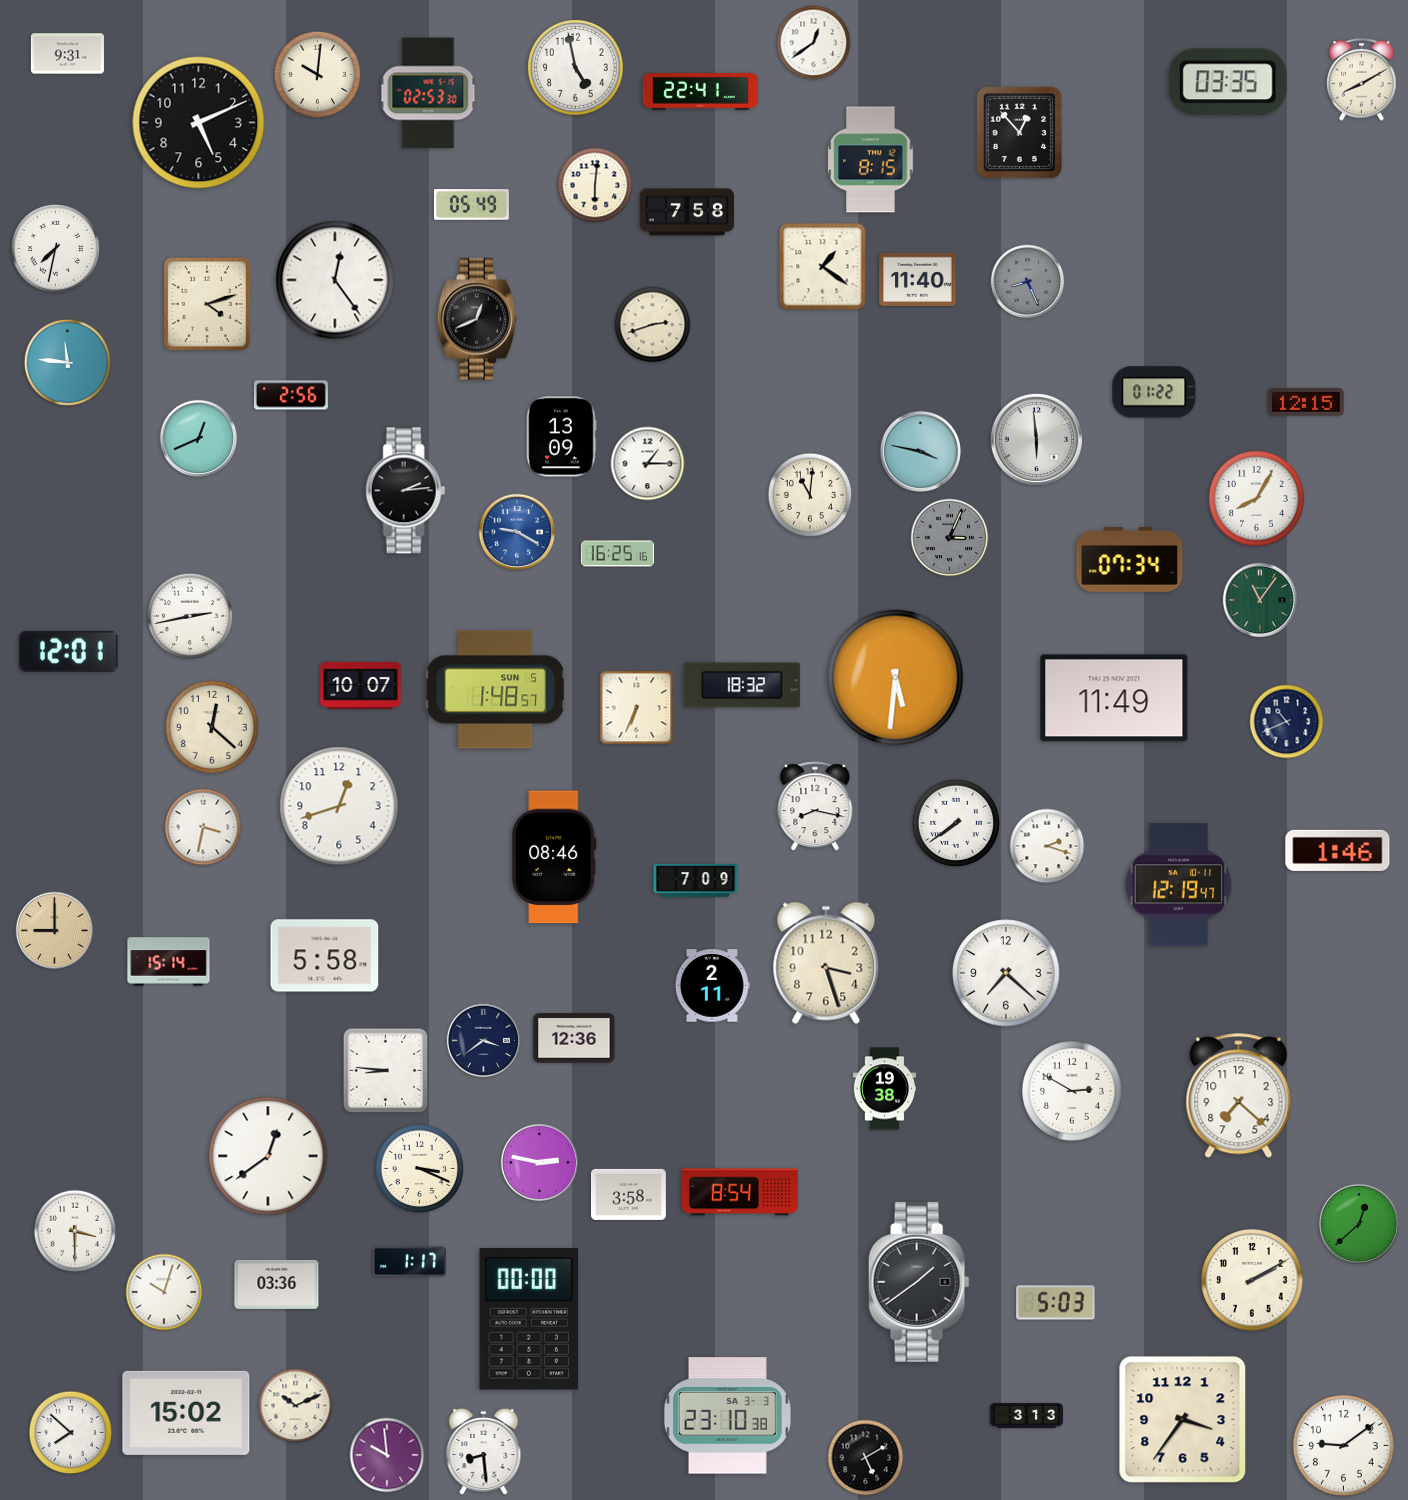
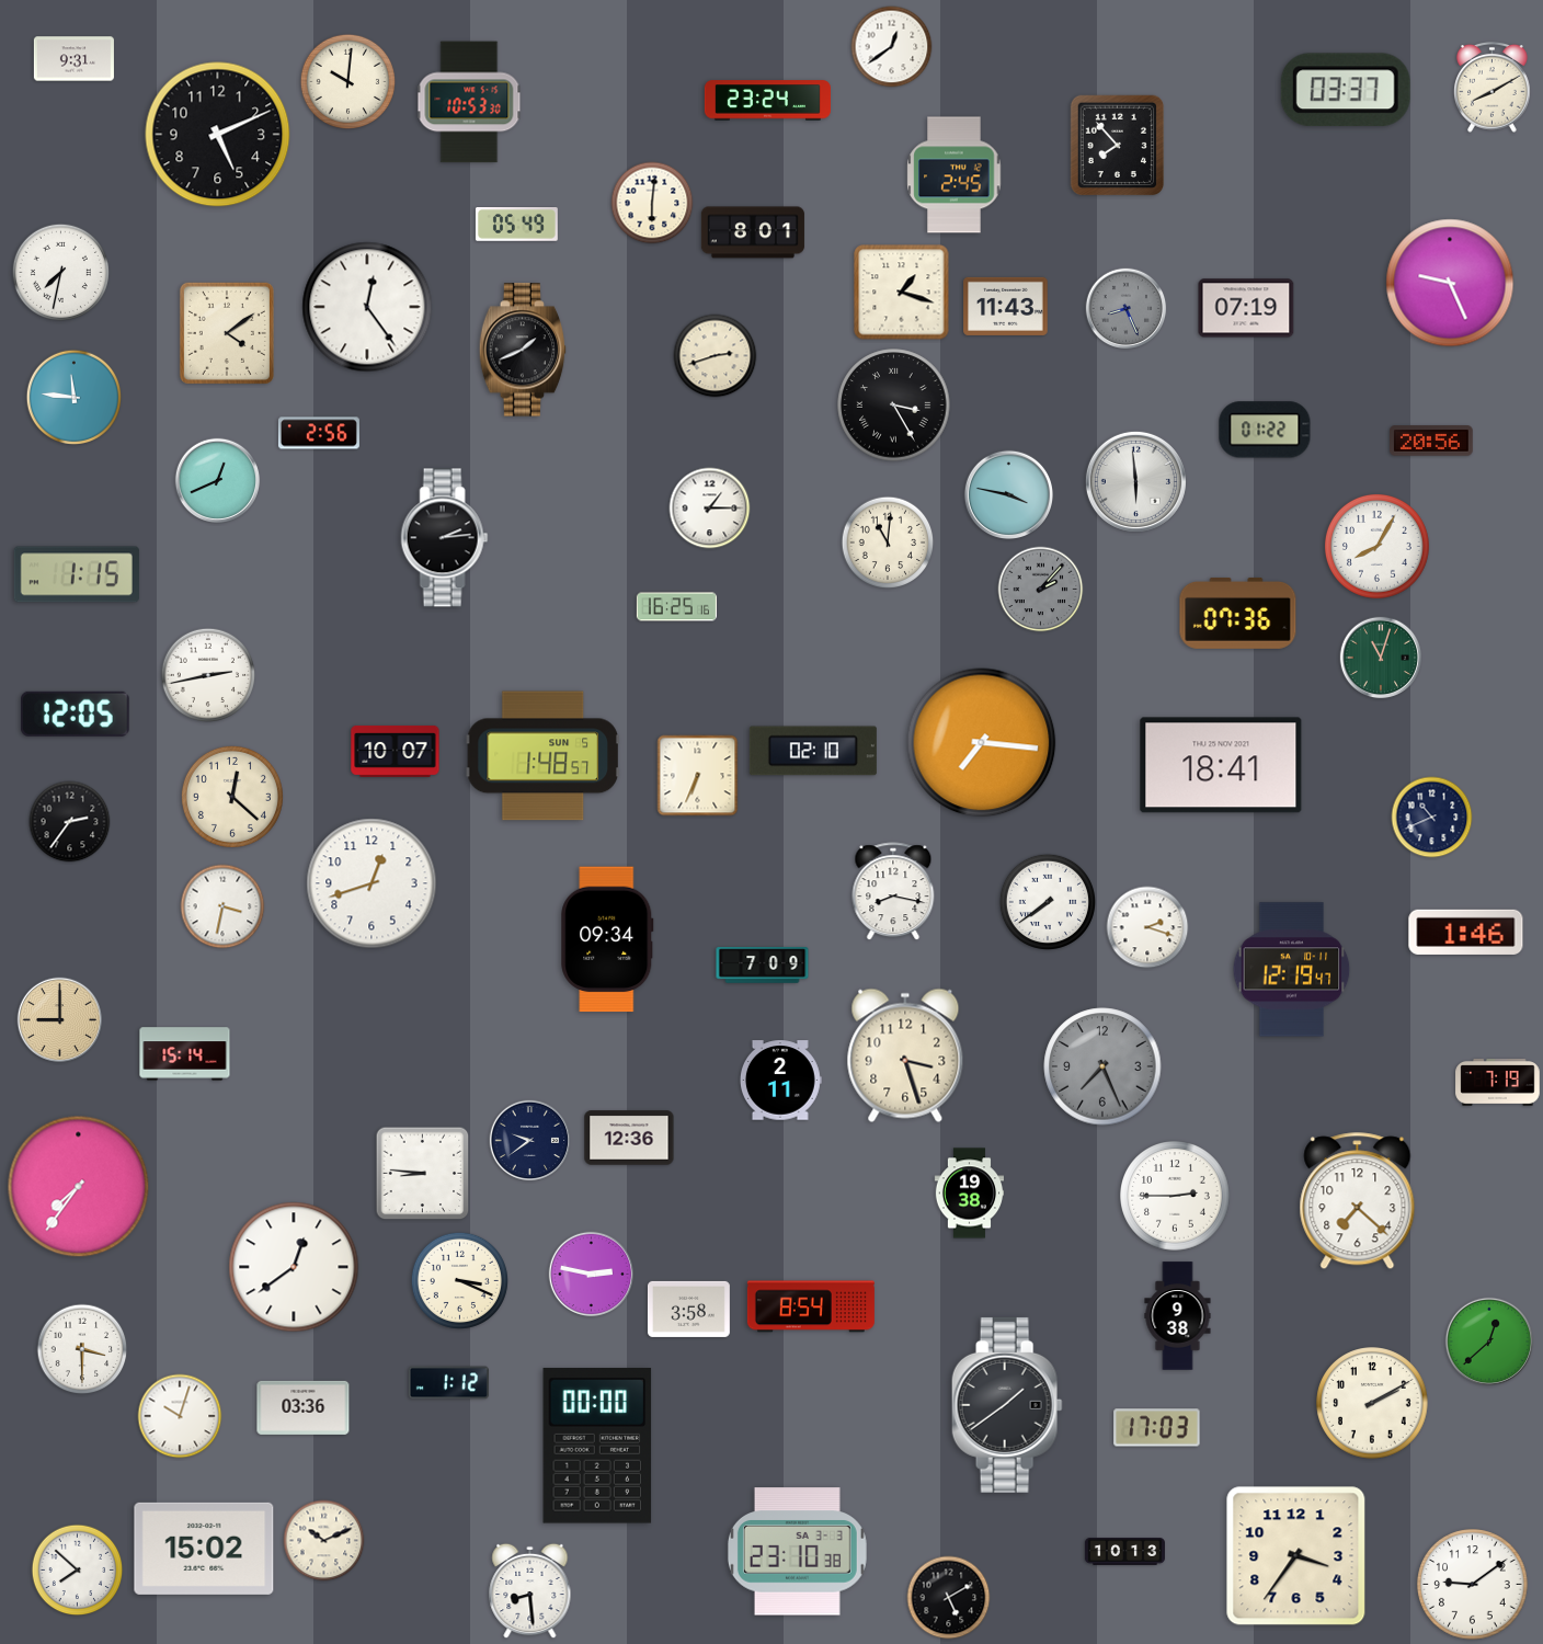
clock at (575, 67): 4:58 -> none
clock at (1228, 82): 03:35 -> 03:37
clock at (700, 92): 22:41 -> 23:24
clock at (428, 93): 02:53 -> 10:53
clock at (1020, 133): 12:53 -> 7:53
clock at (871, 160): 8:15 -> 2:45
clock at (687, 212): 7:58 -> 8:01
clock at (1450, 283): none -> 9:26
clock at (823, 267): 1:21 -> 1:18
clock at (918, 279): 11:40 -> 11:43
clock at (1246, 308): none -> 07:19
clock at (207, 304): 4:12 -> 4:09
clock at (477, 319): 12:41 -> 1:41
clock at (894, 406): none -> 3:25
clock at (1307, 402): 12:15 -> 20:56
clock at (562, 437): 13:09 -> none
clock at (77, 574): none -> 1:15
clock at (517, 532): 9:20 -> none
clock at (950, 538): 3:04 -> 2:07
clock at (1130, 559): 07:34 -> 07:36
clock at (1260, 600): 11:06 -> 11:03
clock at (69, 651): 12:01 -> 12:05
clock at (896, 678): 5:31 -> 7:16
clock at (742, 685): 18:32 -> 02:10
clock at (1114, 698): 11:49 -> 18:41
clock at (1287, 722) position: (1287, 722) -> (1432, 818)
clock at (70, 822): none -> 2:36
clock at (815, 807) position: (815, 807) -> (893, 892)
clock at (554, 857): 08:46 -> 09:34
clock at (325, 956): 5:58 -> none
clock at (1006, 973): 7:22 -> 7:26
clock at (1006, 973) dial: white -> grey
clock at (1498, 1083): none -> 7:19
clock at (484, 1041): 3:39 -> 9:39
clock at (79, 1187): none -> 7:36
clock at (1072, 1091): 2:50 -> 2:45
clock at (1178, 1316): none -> 9:38
clock at (409, 1262): 1:17 -> 1:12
clock at (1056, 1303): 5:03 -> 17:03
clock at (529, 1319) position: (529, 1319) -> (597, 1446)
clock at (1026, 1416): 3:13 -> 10:13
clock at (387, 1455): 9:59 -> none
